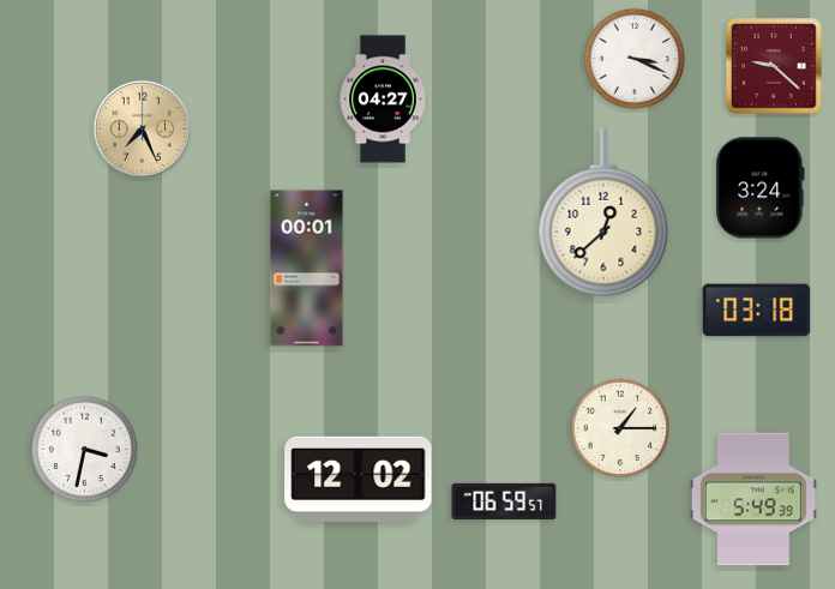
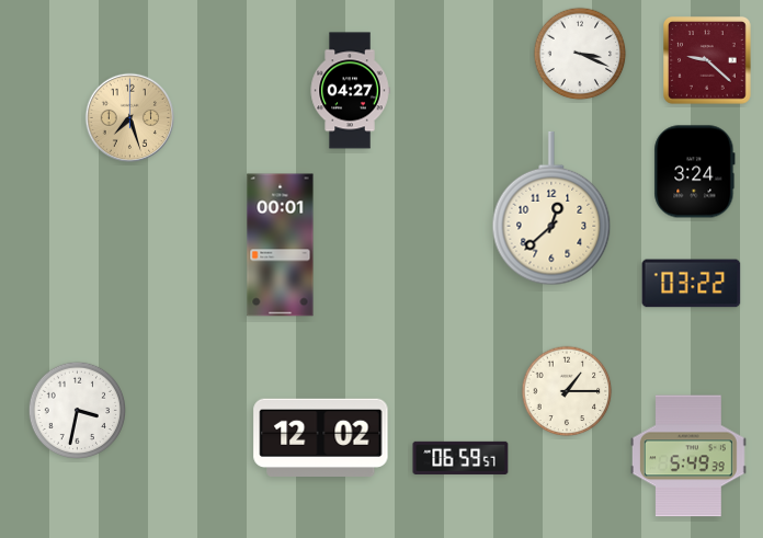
clock at (143, 130): 7:26 -> 7:27
clock at (603, 212) position: (603, 212) -> (551, 208)
clock at (757, 311): 03:18 -> 03:22
clock at (359, 479) position: (359, 479) -> (321, 437)
